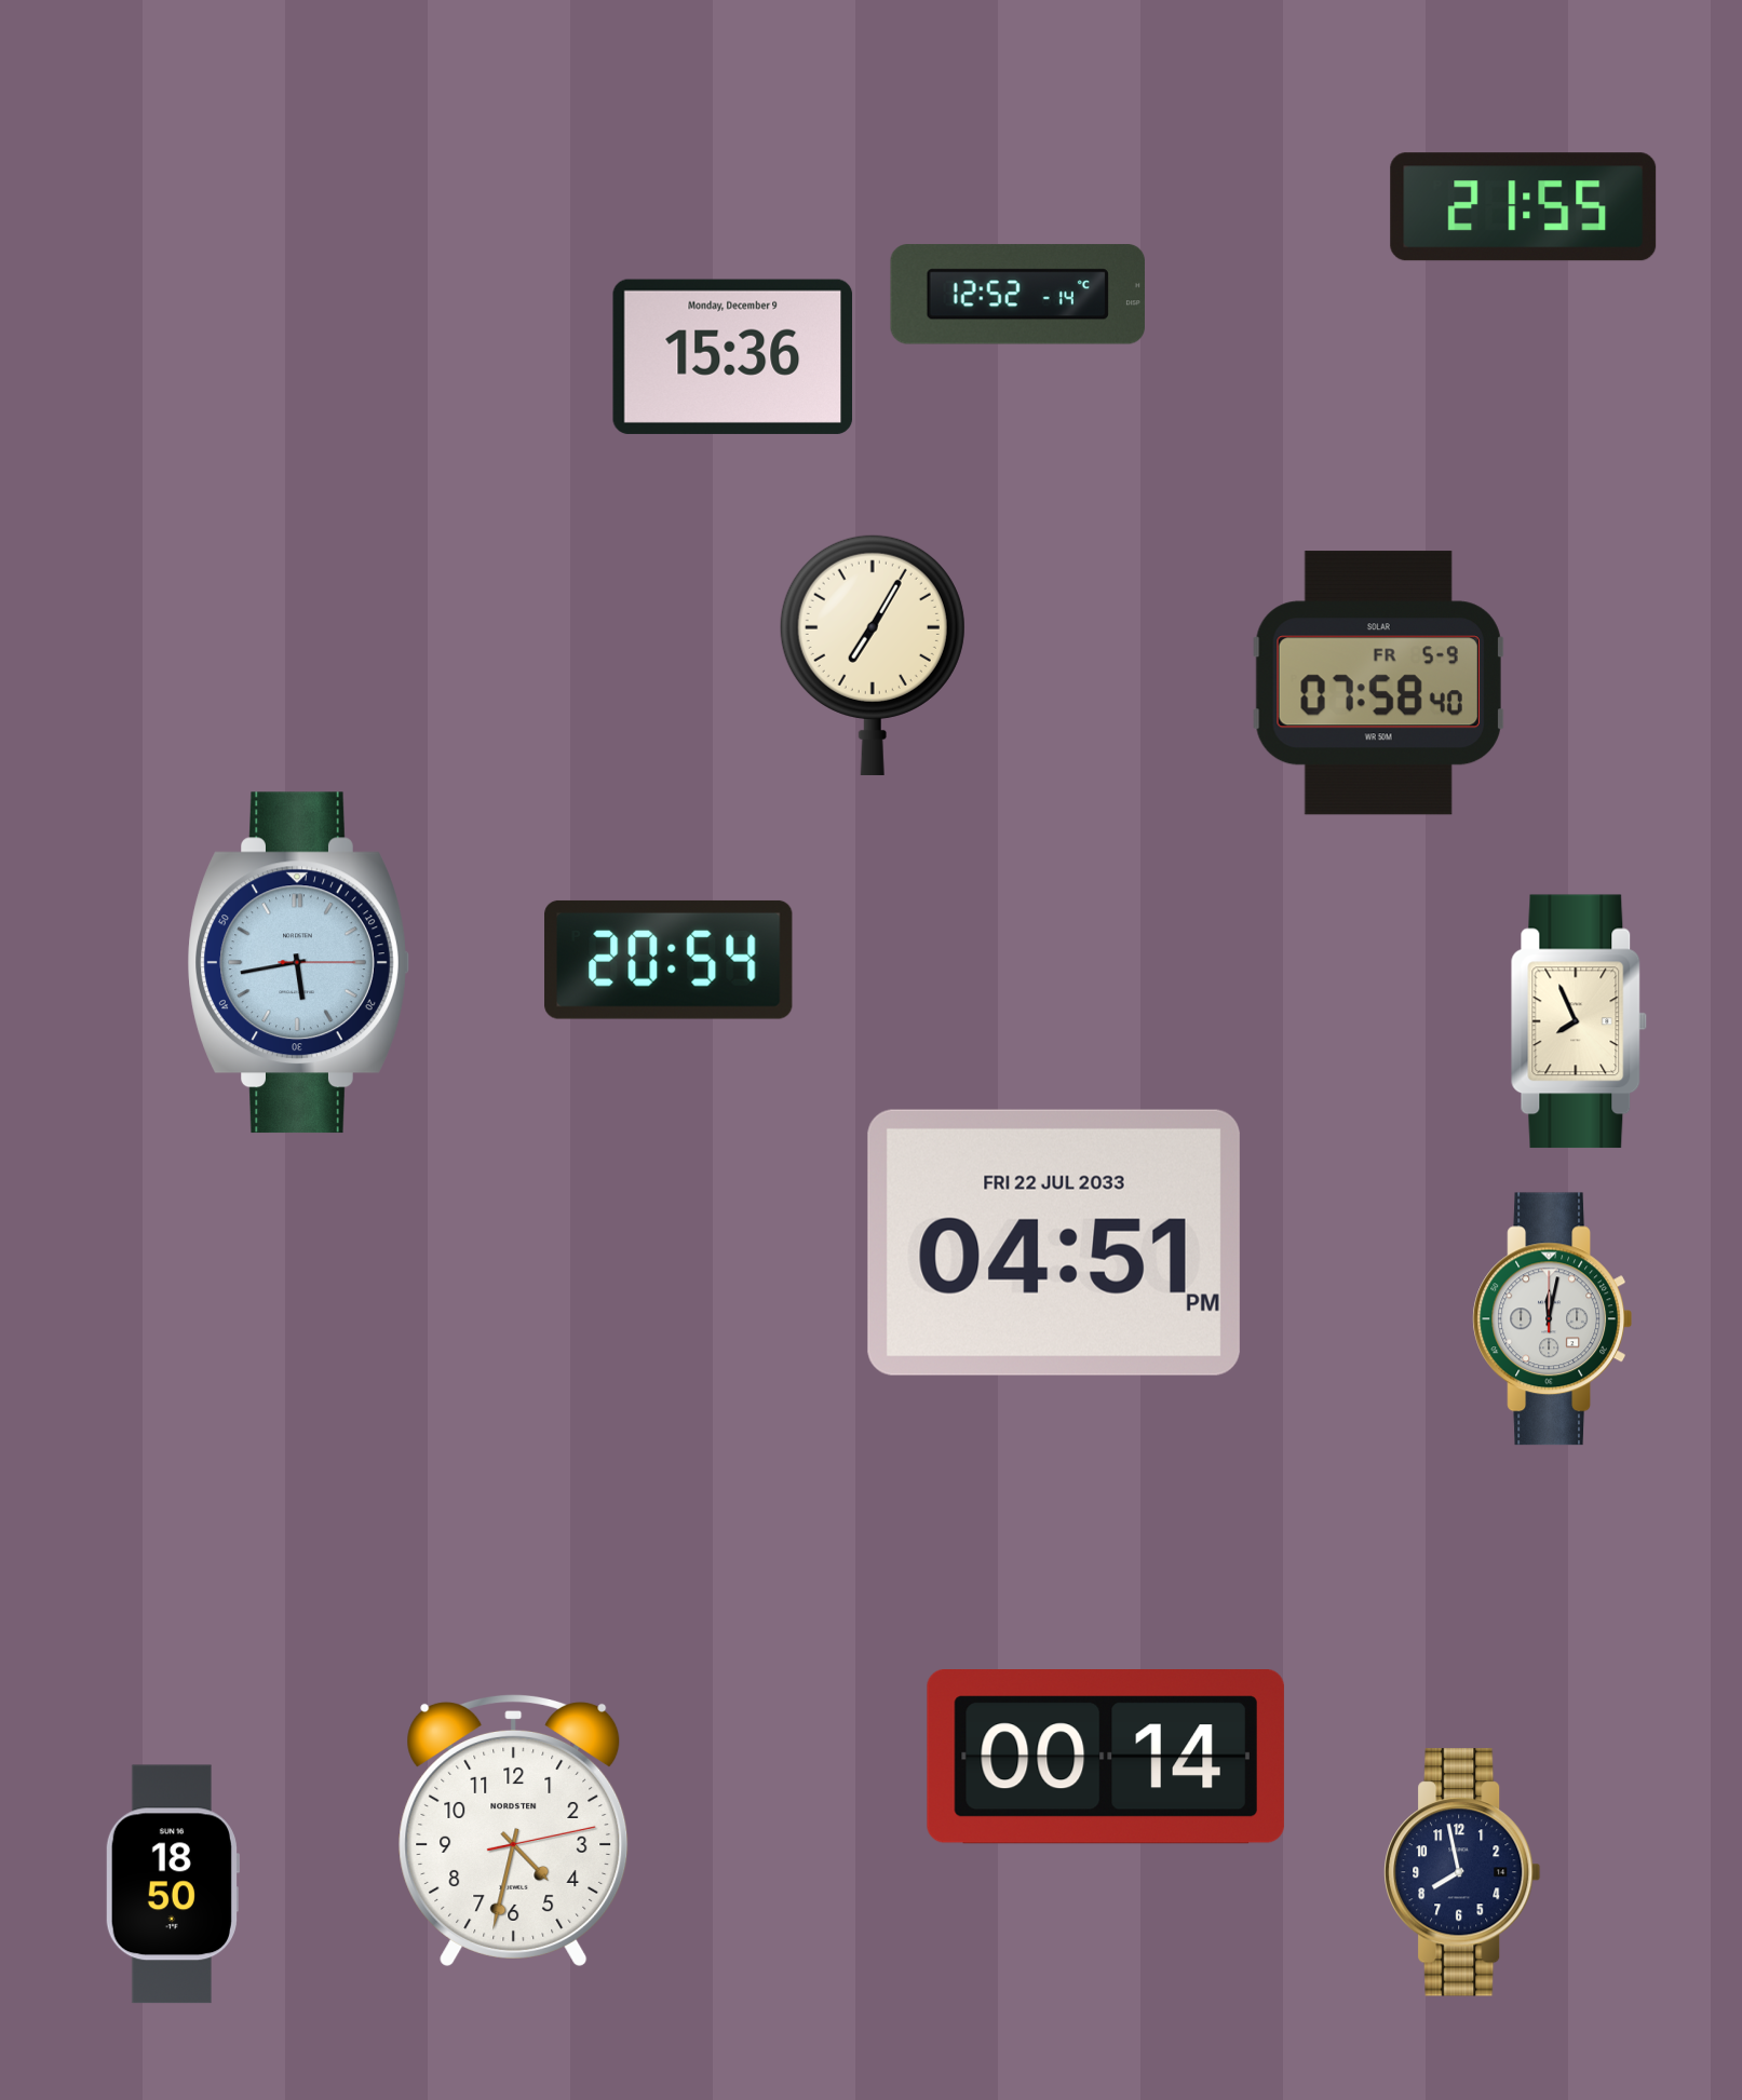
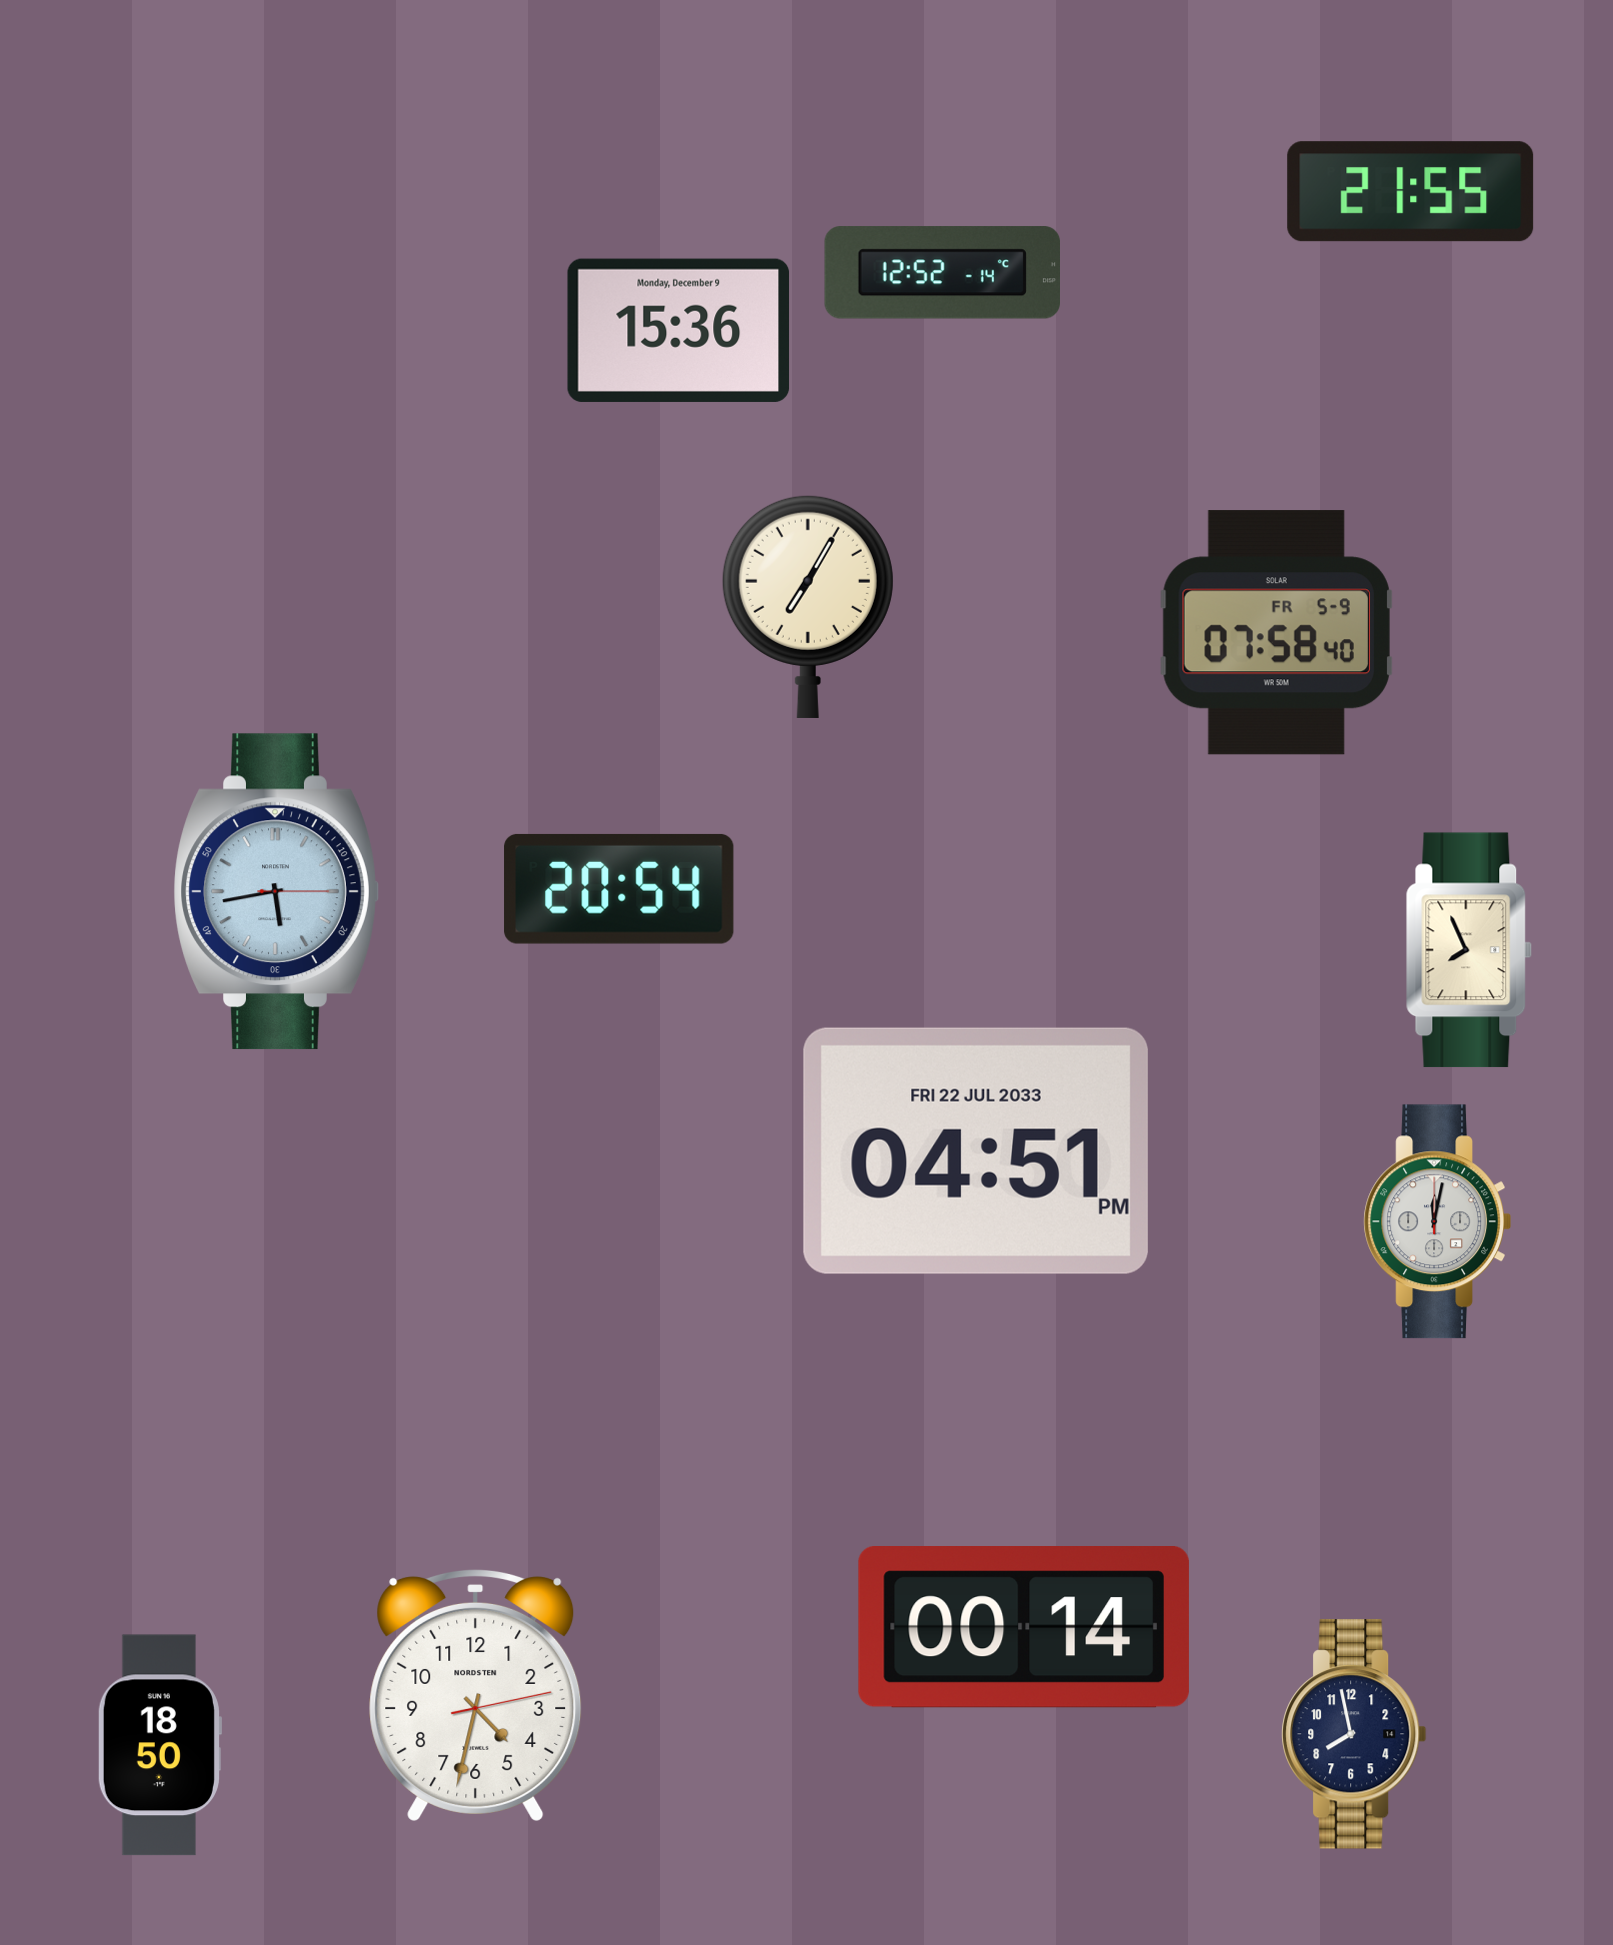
clock at (1579, 1021) position: (1579, 1021) -> (1469, 950)
